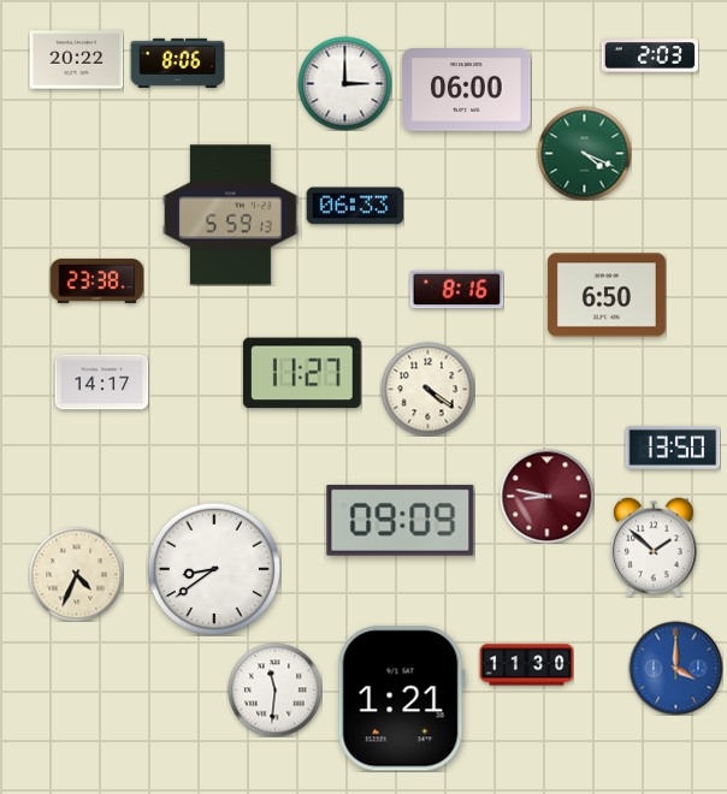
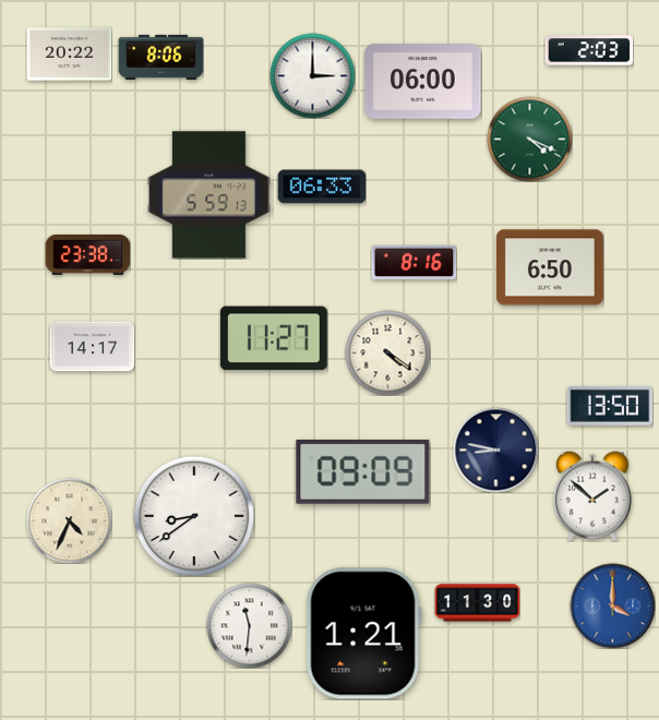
clock at (546, 496) dial: burgundy -> navy
